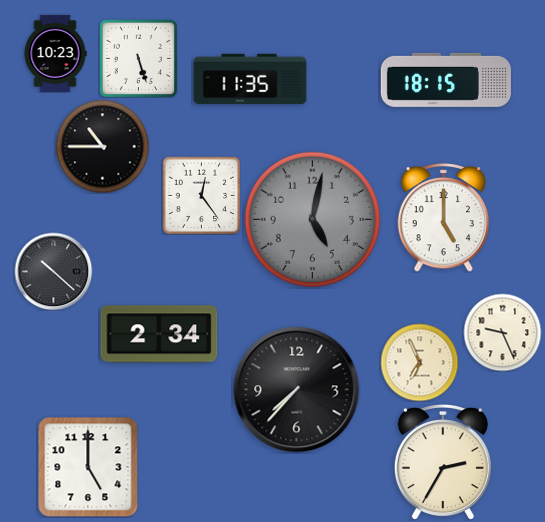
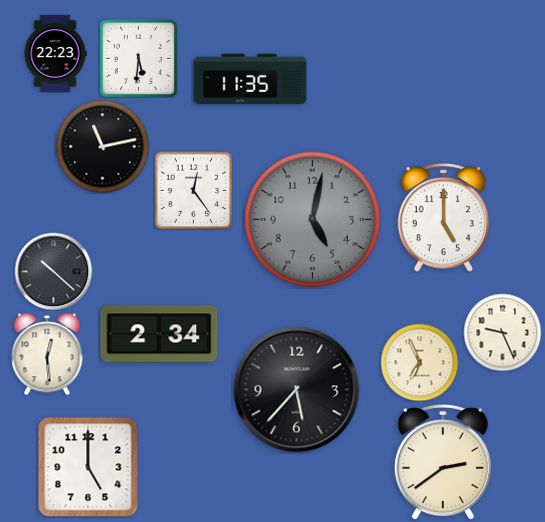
clock at (55, 53): 10:23 -> 22:23
clock at (138, 58): 5:27 -> 5:31
clock at (446, 80): 18:15 -> none
clock at (102, 146): 10:45 -> 11:13
clock at (201, 195) position: (201, 195) -> (193, 190)
clock at (47, 354): none -> 12:29
clock at (297, 390): 7:37 -> 5:37
clock at (443, 462): 2:35 -> 2:39
